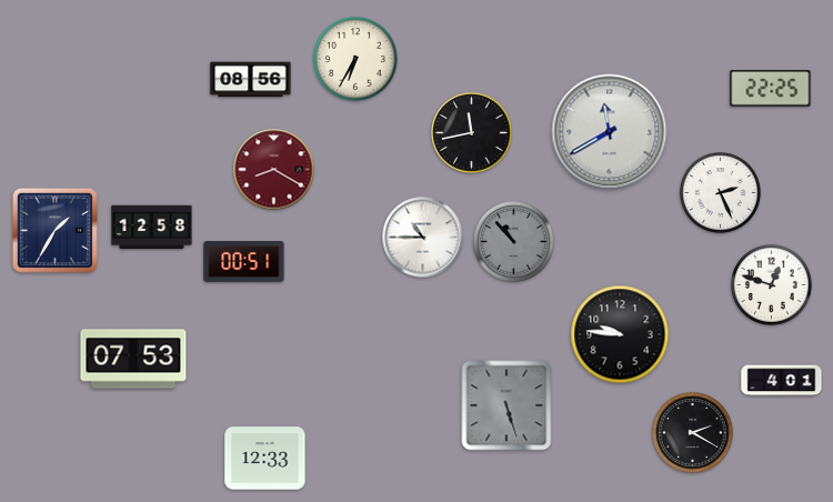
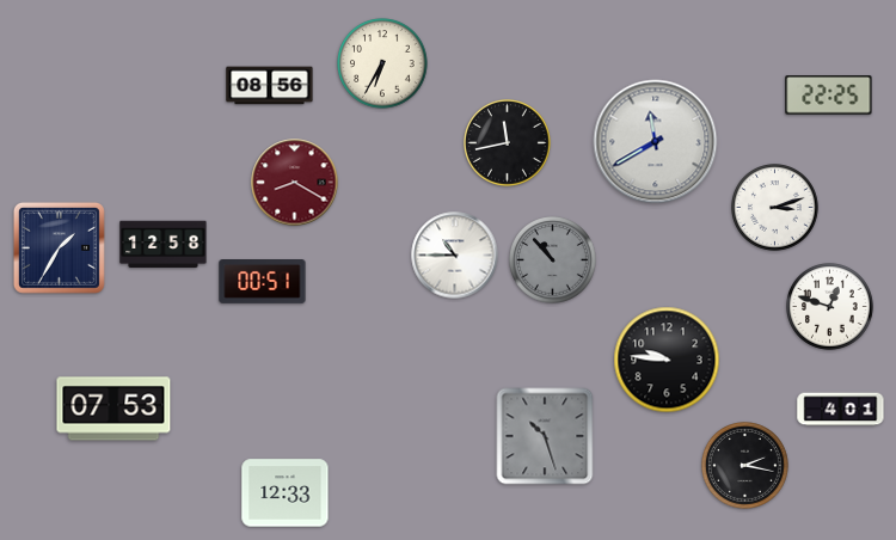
clock at (721, 193): 2:26 -> 3:12
clock at (133, 359) position: (133, 359) -> (113, 409)
clock at (506, 405): 5:27 -> 10:27
clock at (693, 433): 2:20 -> 2:17
